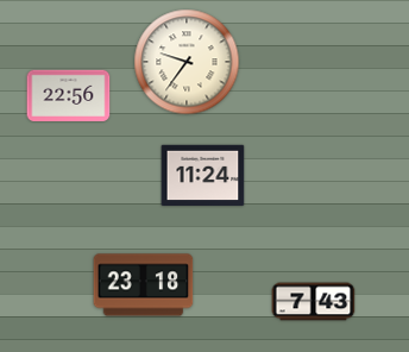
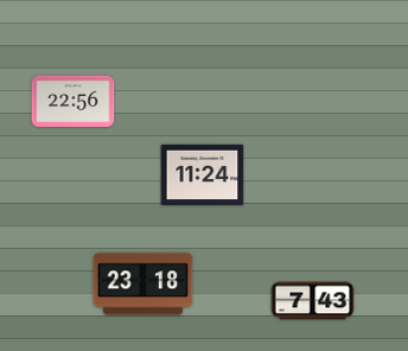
clock at (187, 62): 9:36 -> none
clock at (69, 95) position: (69, 95) -> (74, 101)
